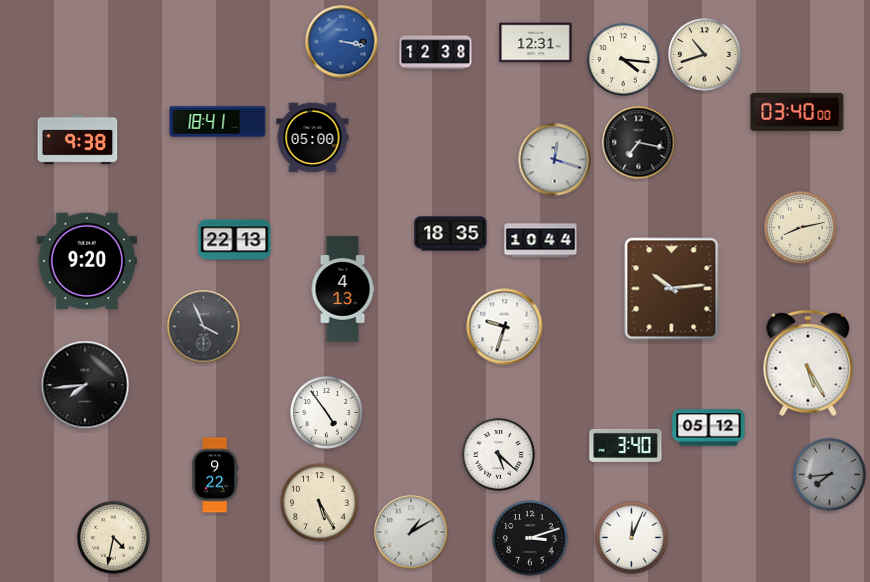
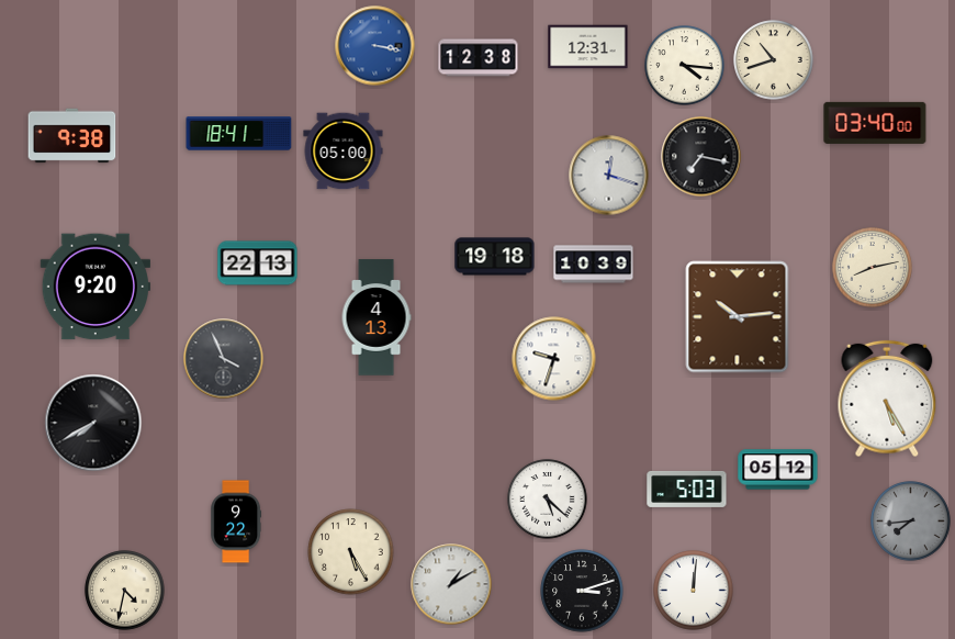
clock at (78, 140) position: (78, 140) -> (72, 136)
clock at (801, 228) position: (801, 228) -> (873, 268)
clock at (451, 234): 18:35 -> 19:18
clock at (541, 241): 10:44 -> 10:39
clock at (85, 385): 7:44 -> 7:40
clock at (327, 413): 4:54 -> none
clock at (626, 445): 3:40 -> 5:03
clock at (632, 538): 12:04 -> 12:01
